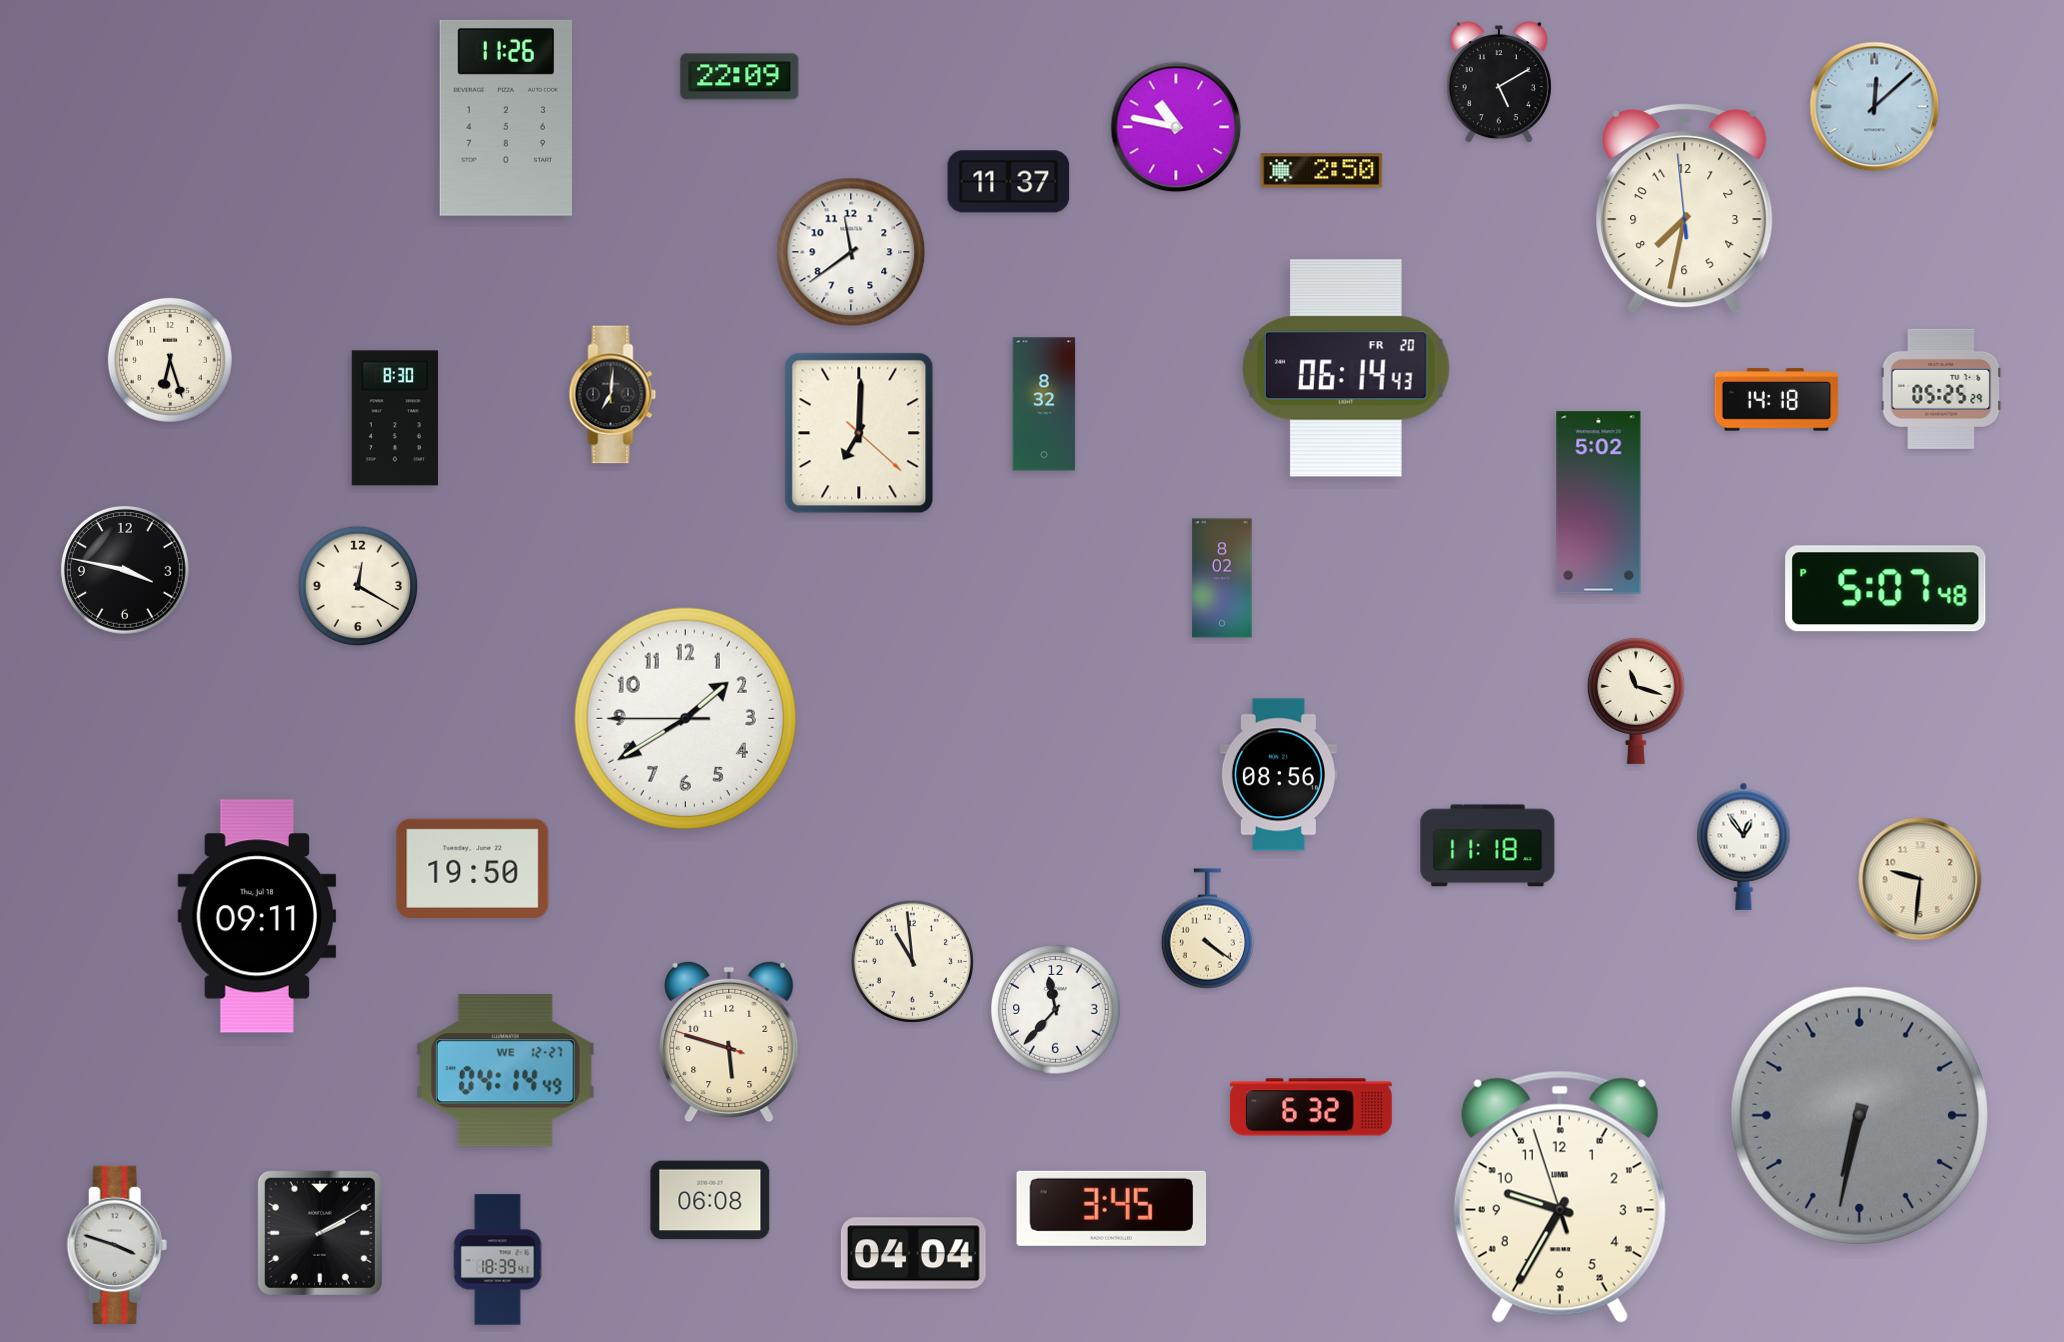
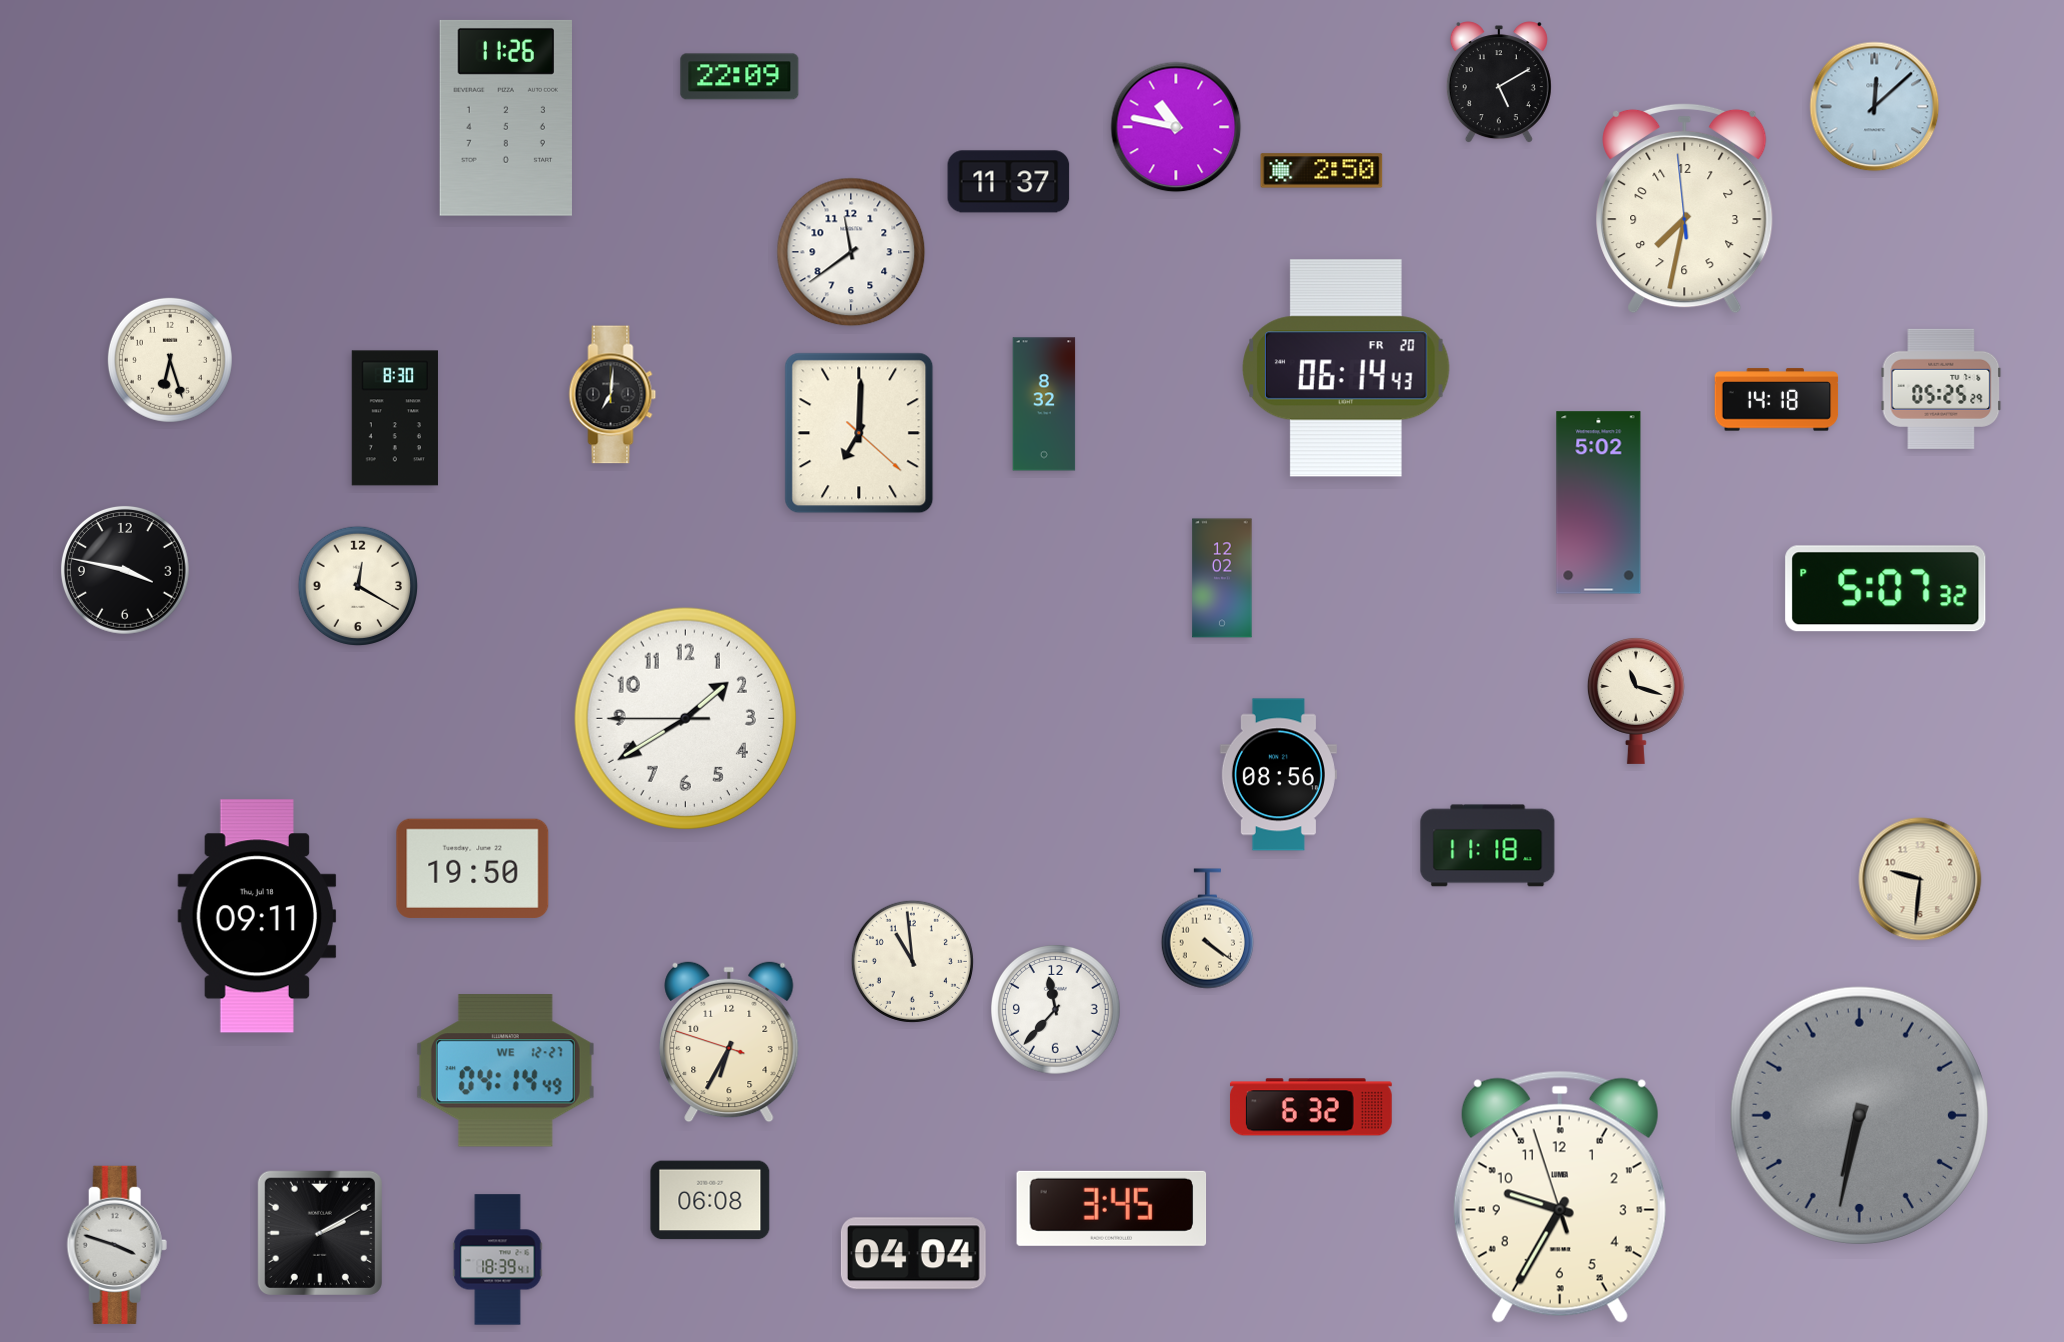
clock at (1222, 578): 8:02 -> 12:02
clock at (1886, 589): 5:07:48 PM -> 5:07:32 PM
clock at (1744, 846): 12:54 -> none
clock at (729, 1042): 5:47 -> 6:34
